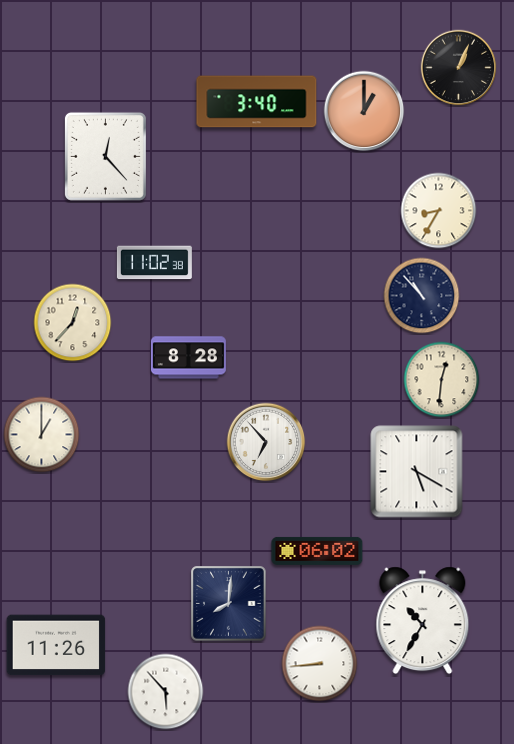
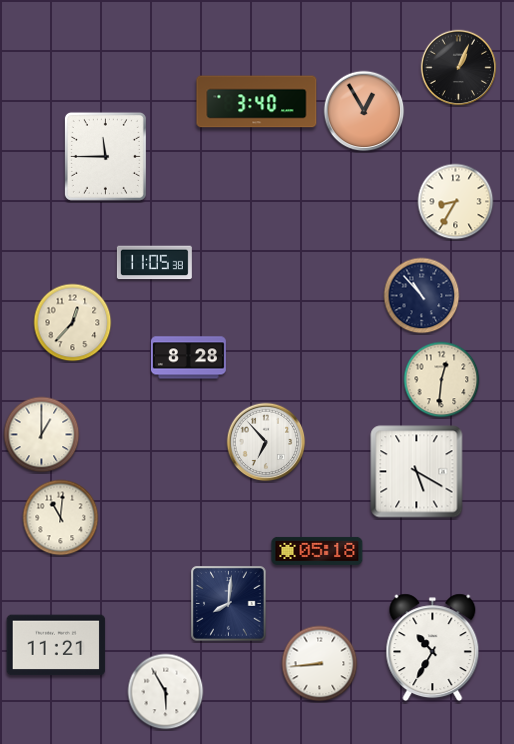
clock at (364, 111): 1:00 -> 12:55
clock at (105, 156): 12:23 -> 11:45
clock at (439, 211) position: (439, 211) -> (456, 202)
clock at (154, 263): 11:02 -> 11:05
clock at (61, 518): none -> 11:01
clock at (317, 551): 06:02 -> 05:18
clock at (423, 621) position: (423, 621) -> (433, 648)
clock at (56, 645): 11:26 -> 11:21
clock at (166, 692): 5:53 -> 5:55
